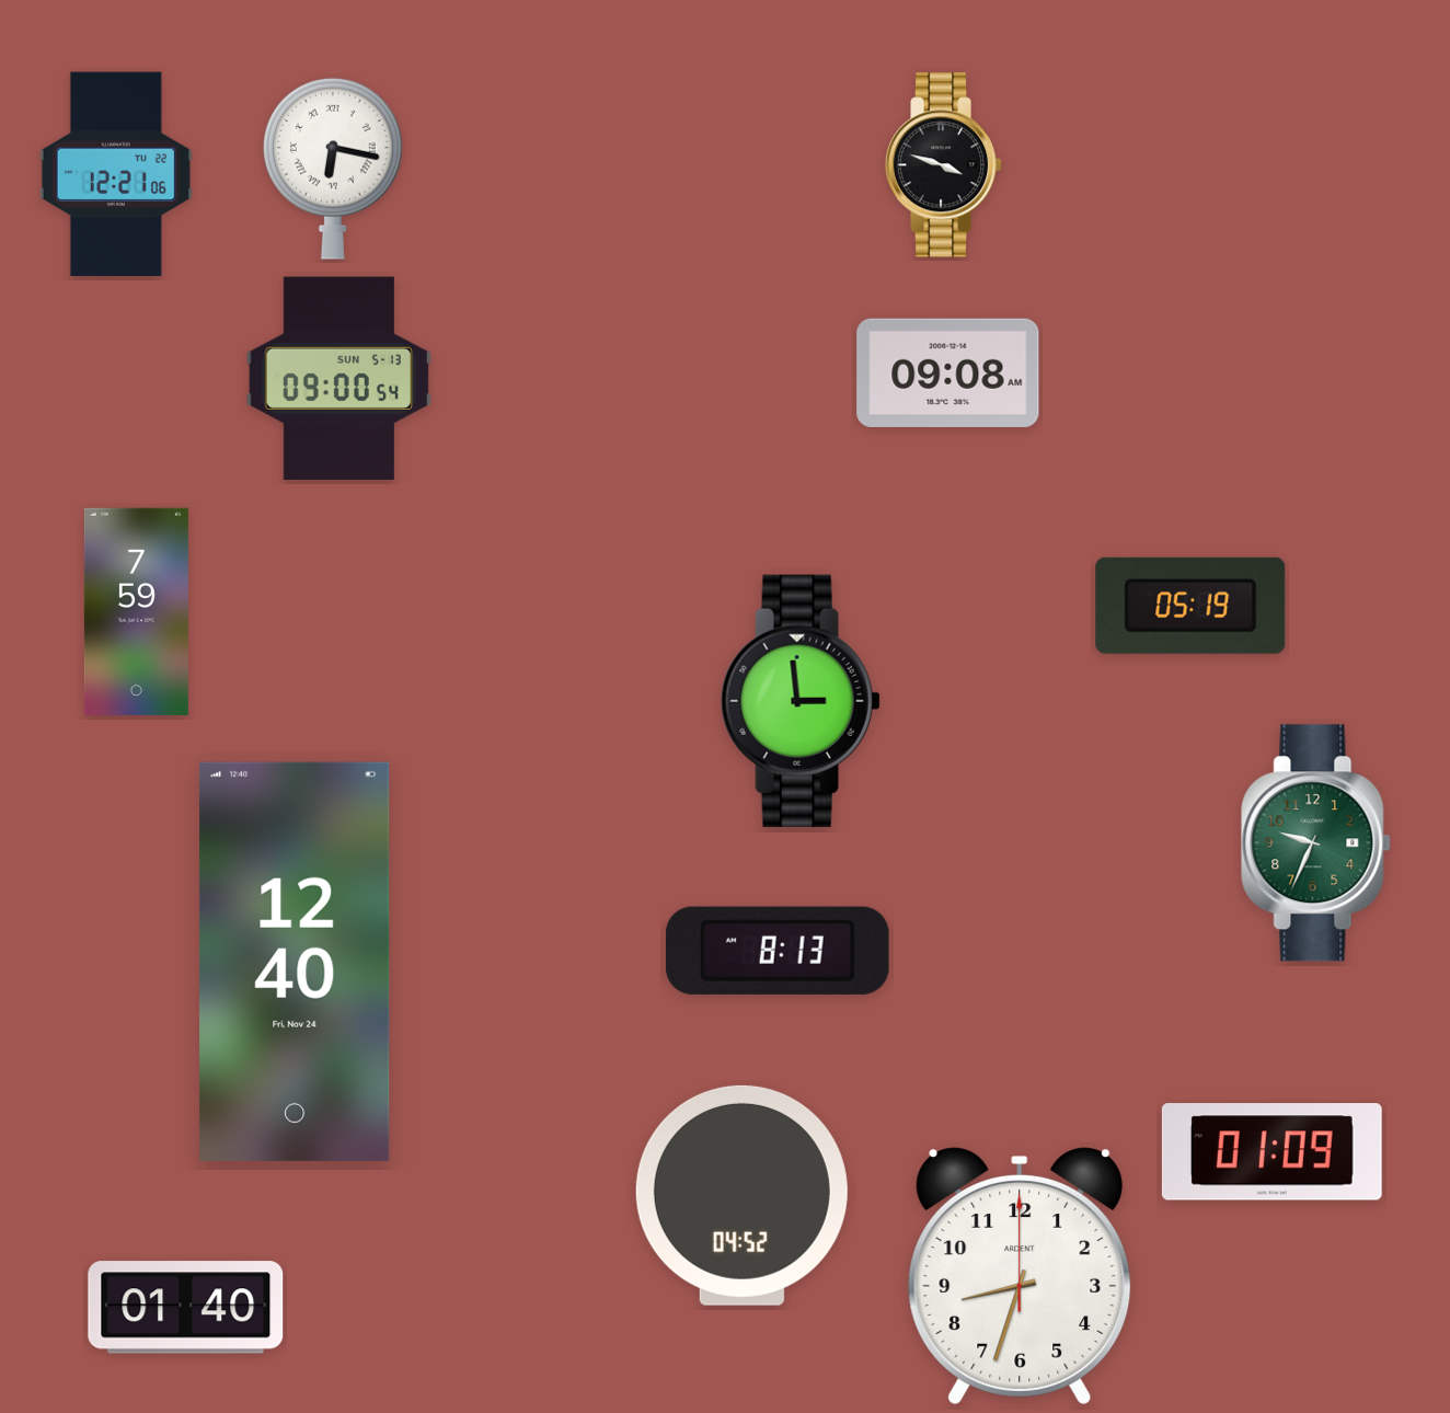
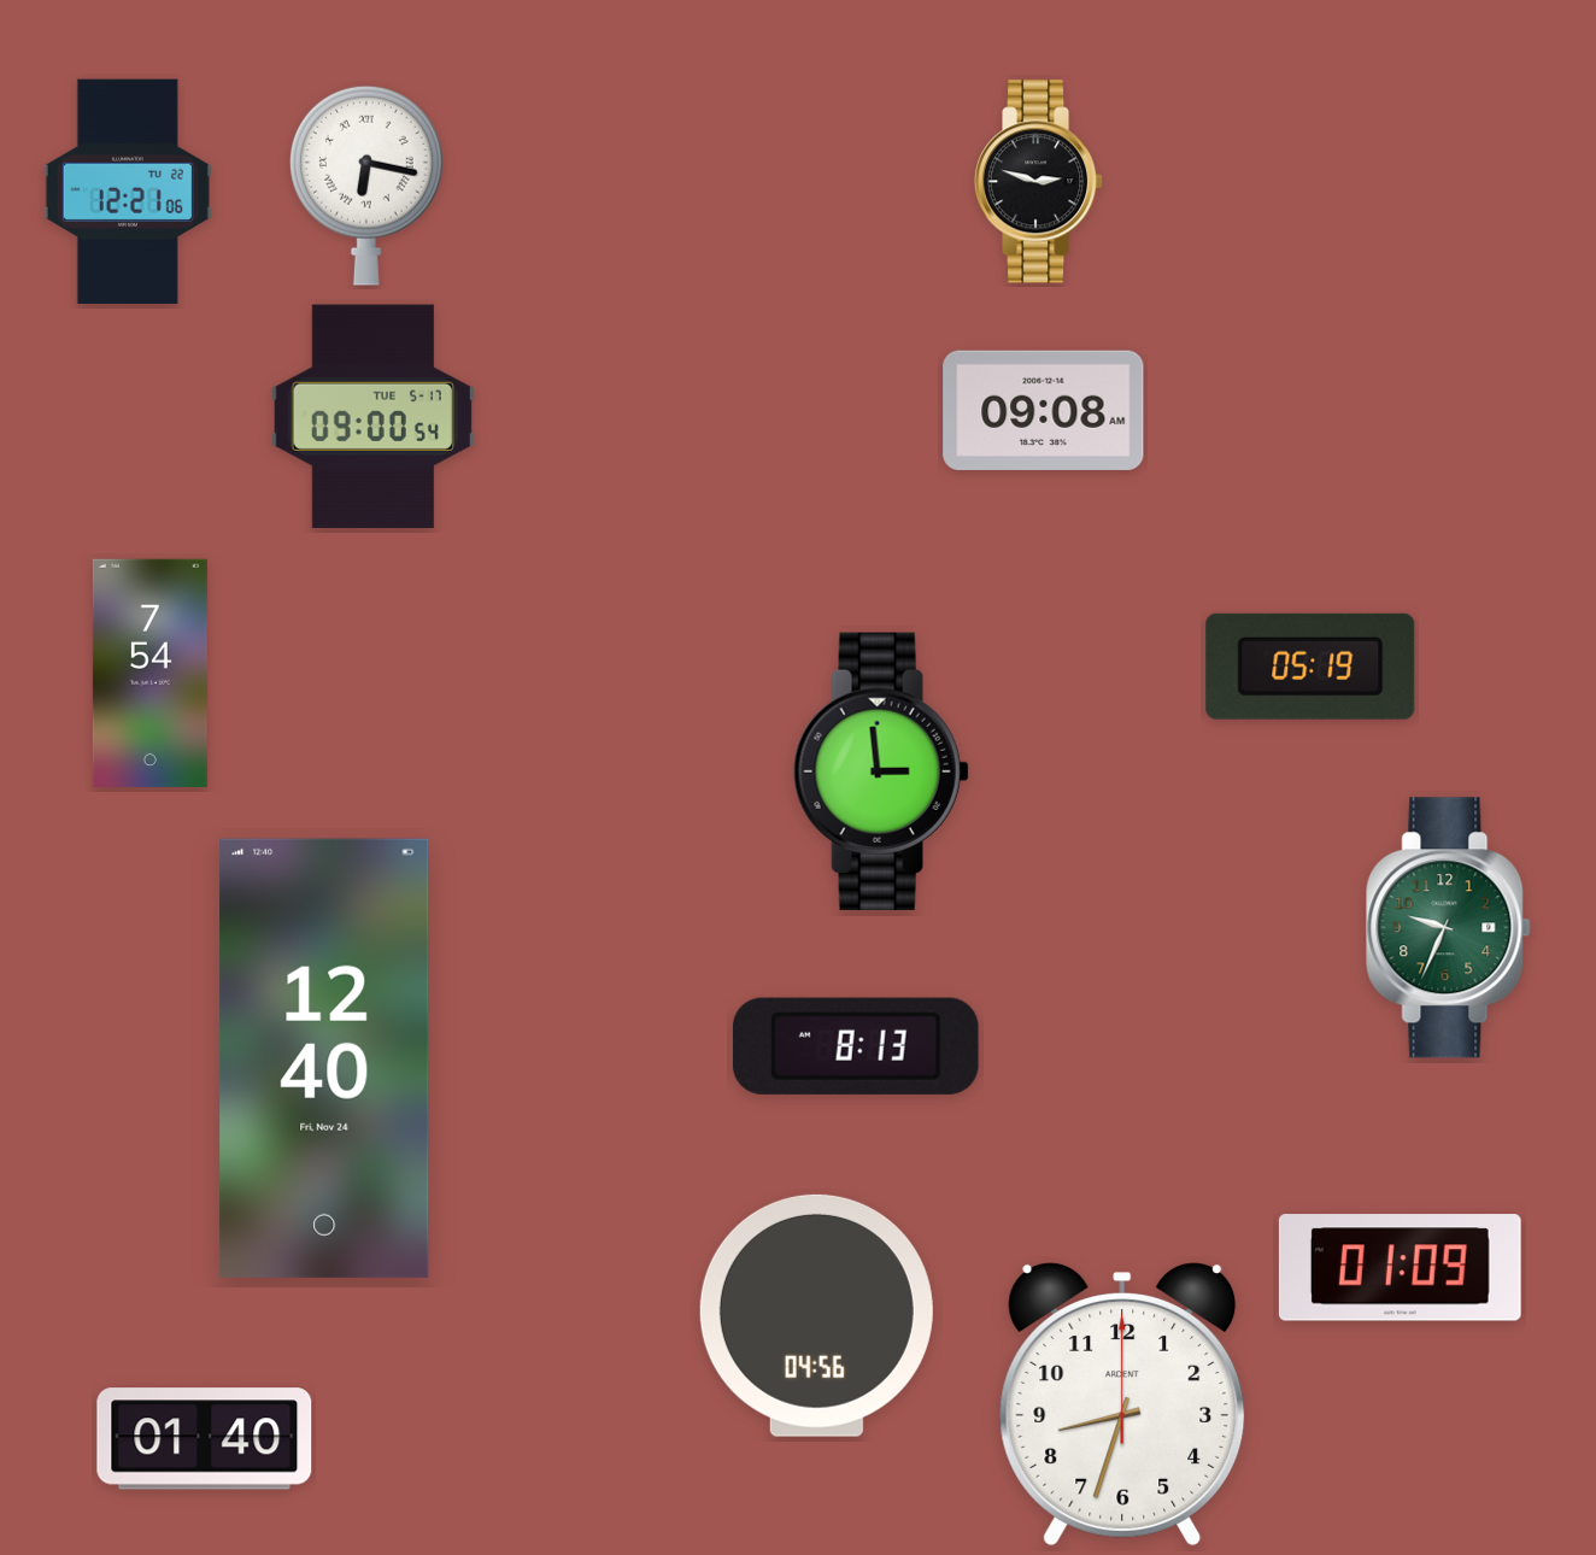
clock at (944, 165): 3:48 -> 2:48
clock at (338, 379) date: SUN 5-13 -> TUE 5-17
clock at (136, 611): 7:59 -> 7:54
clock at (741, 1195): 04:52 -> 04:56
